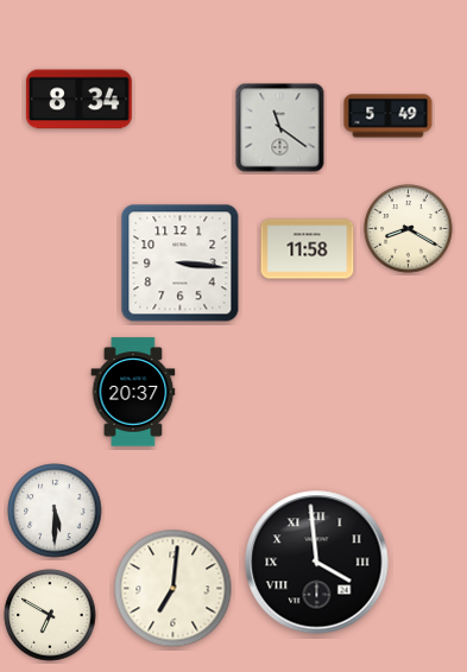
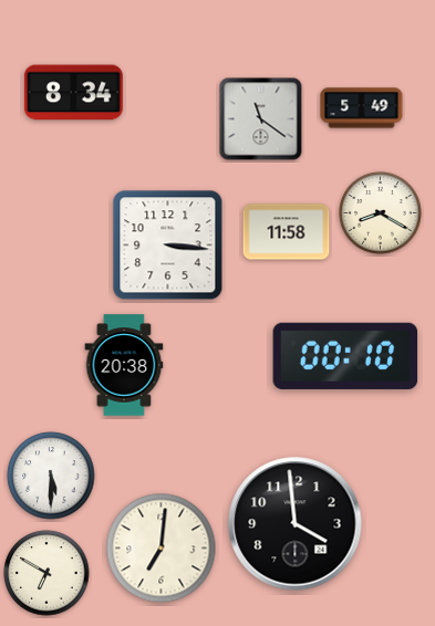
clock at (345, 356): none -> 00:10
clock at (133, 392): 20:37 -> 20:38
clock at (317, 563) numerals: Roman -> Arabic
